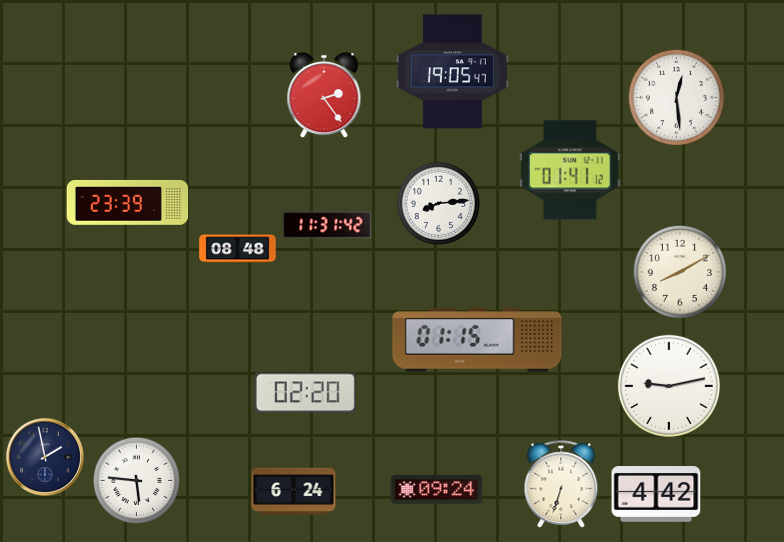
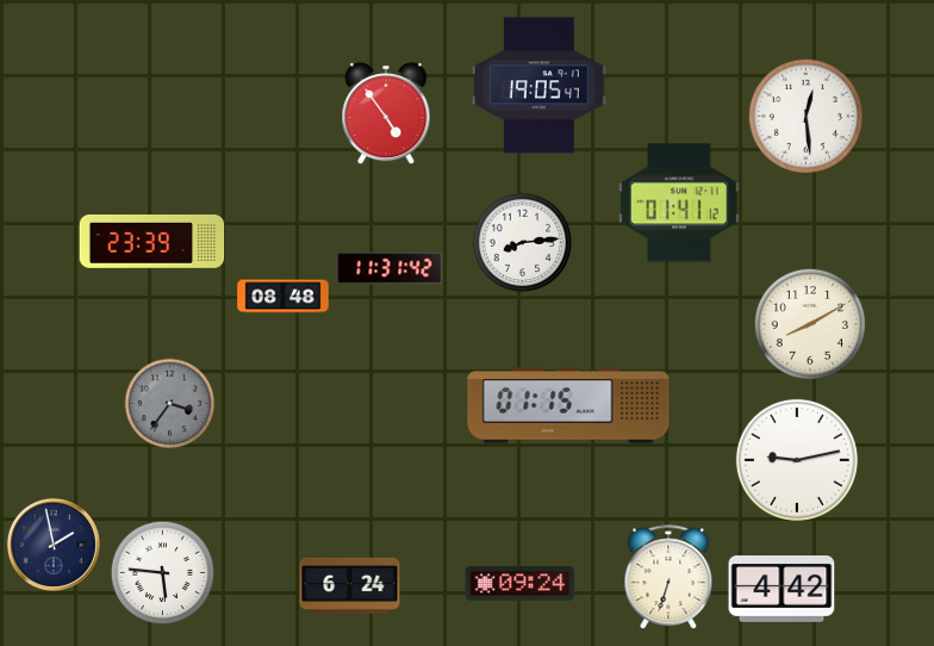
clock at (324, 95): 2:24 -> 4:54
clock at (170, 404): none -> 3:36
clock at (305, 393): 02:20 -> none
